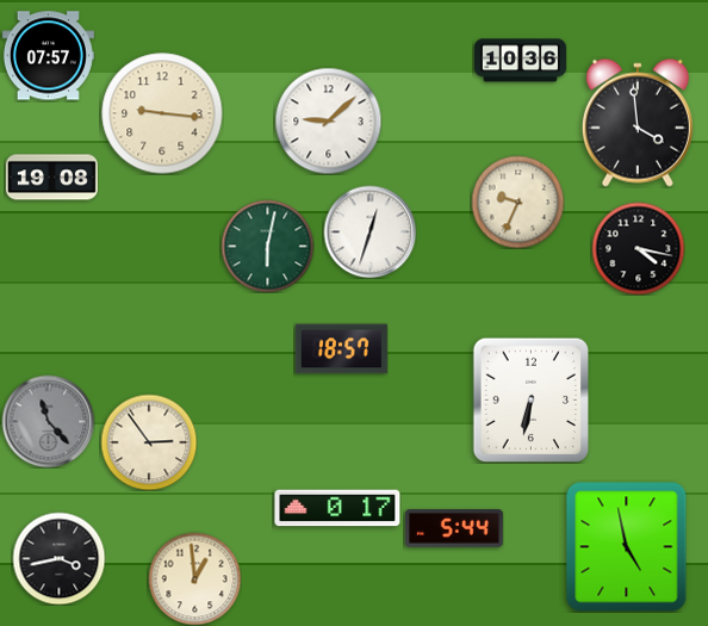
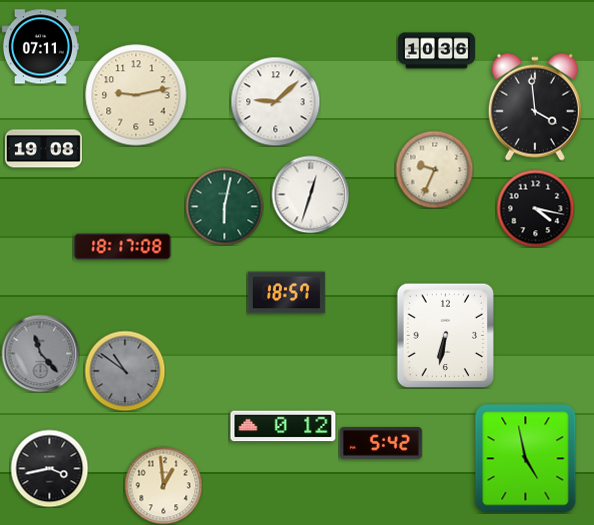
clock at (48, 56): 07:57 -> 07:11
clock at (162, 113): 9:16 -> 9:13
clock at (638, 123) position: (638, 123) -> (535, 107)
clock at (123, 247): none -> 18:17
clock at (149, 442): 2:54 -> 10:51
clock at (149, 442) dial: cream -> grey
clock at (337, 508): 0:17 -> 0:12
clock at (454, 528): 5:44 -> 5:42
